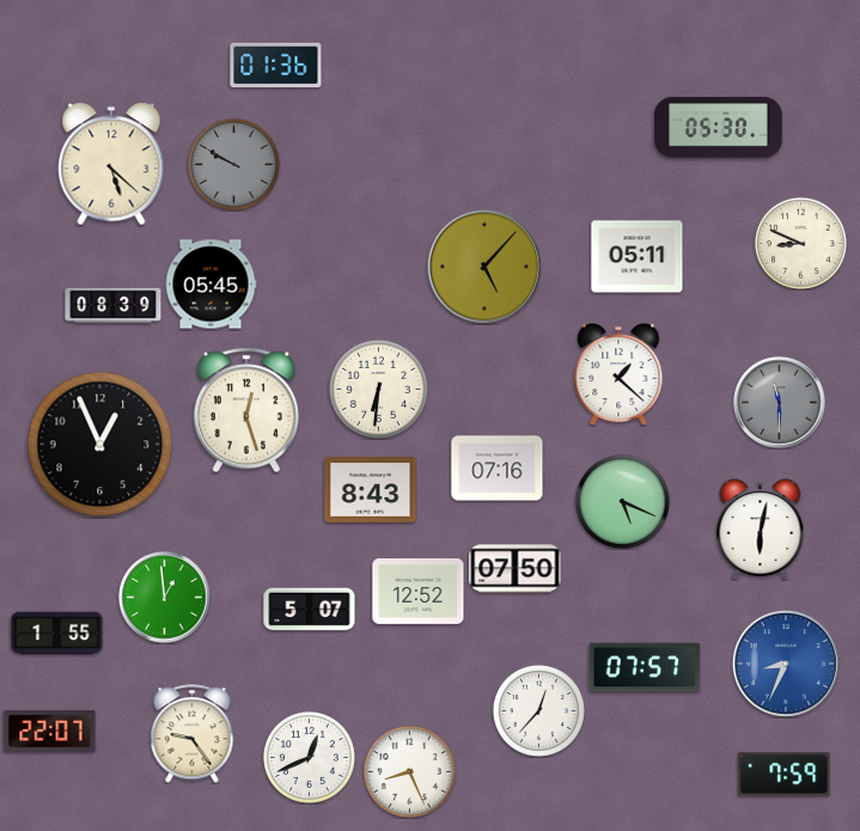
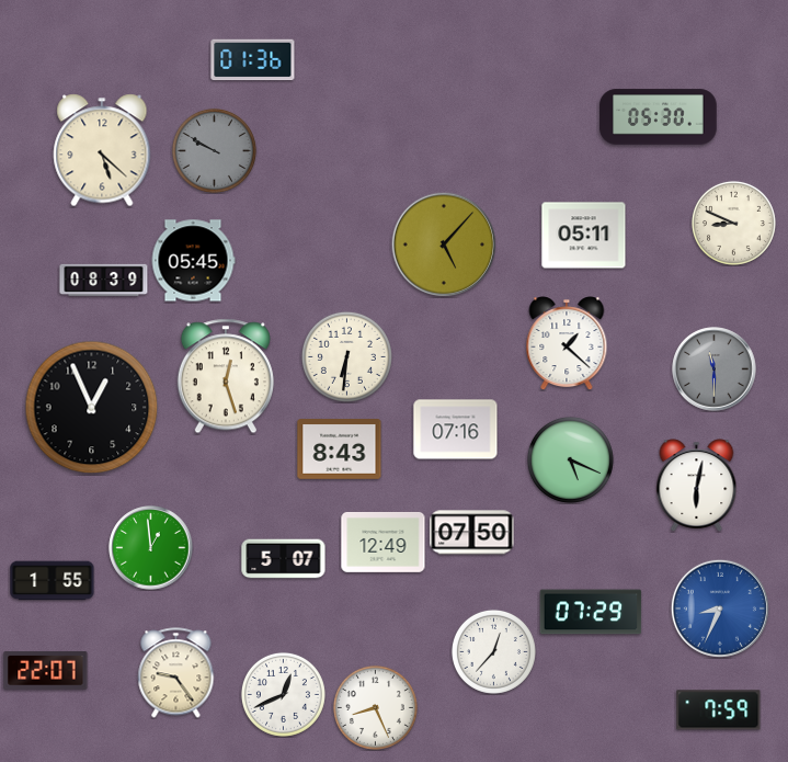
clock at (516, 569) position: (516, 569) -> (472, 533)
clock at (419, 591): 12:52 -> 12:49
clock at (645, 667): 07:57 -> 07:29
